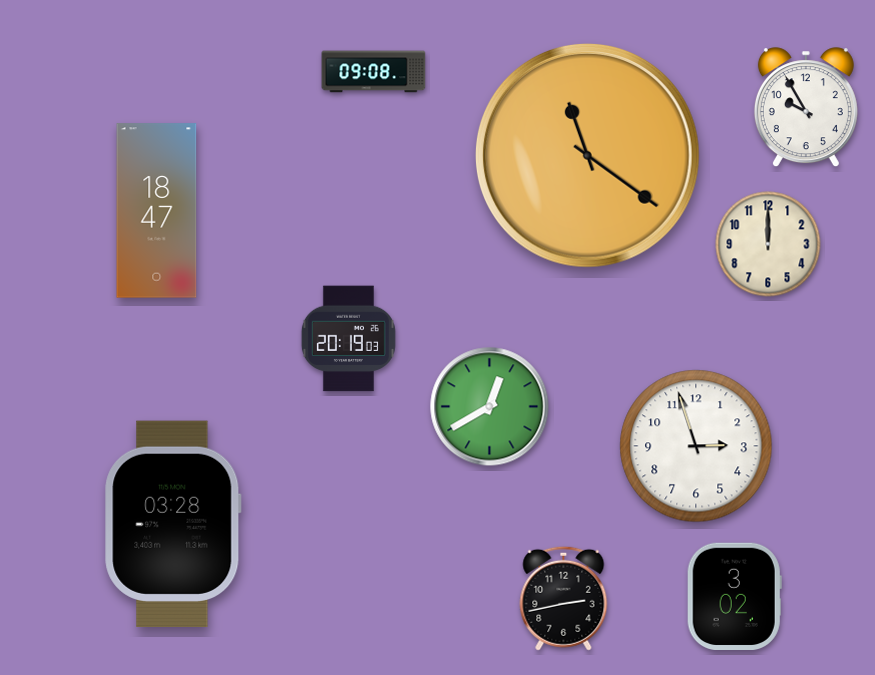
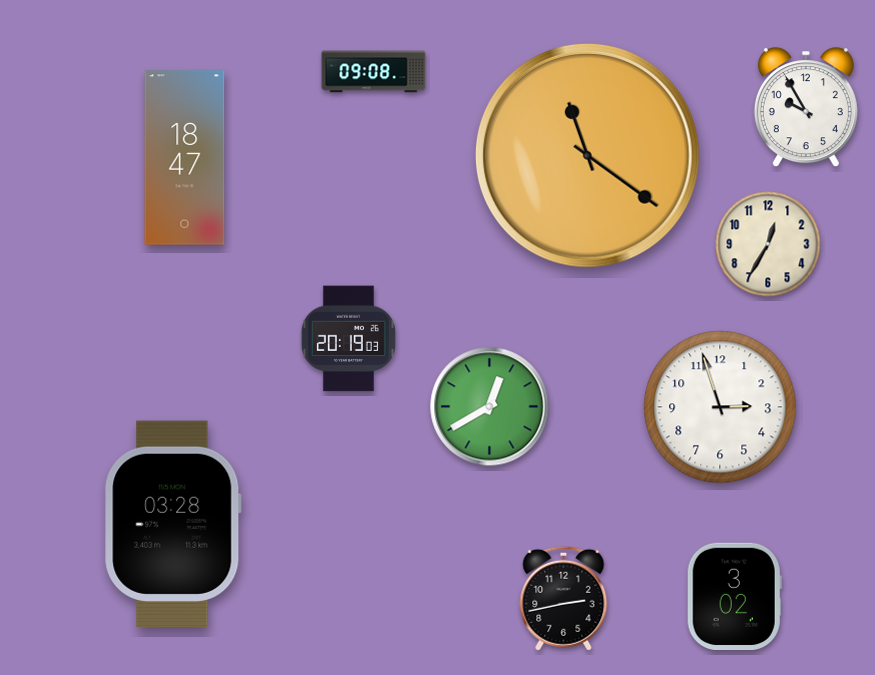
clock at (157, 211) position: (157, 211) -> (185, 158)
clock at (768, 244): 12:00 -> 12:35
clock at (696, 446) position: (696, 446) -> (720, 407)
